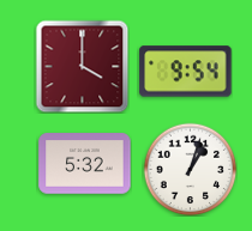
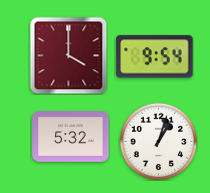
clock at (186, 72) position: (186, 72) -> (155, 57)
